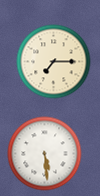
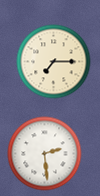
clock at (45, 154): 5:29 -> 2:29
